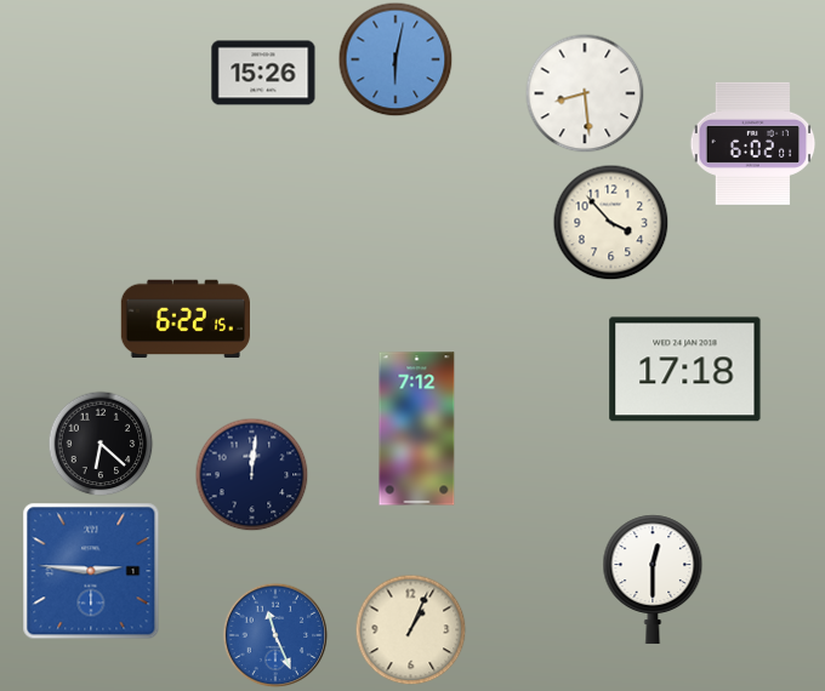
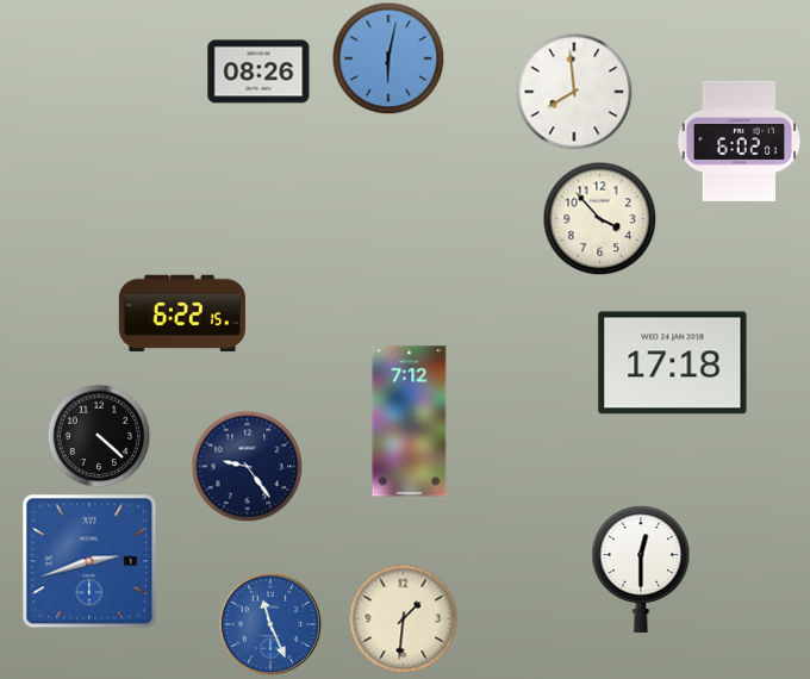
clock at (263, 73): 15:26 -> 08:26
clock at (585, 93): 8:29 -> 7:59
clock at (101, 444): 6:22 -> 4:22
clock at (251, 474): 12:01 -> 9:24
clock at (91, 571): 2:46 -> 2:42
clock at (410, 629): 1:04 -> 1:31
